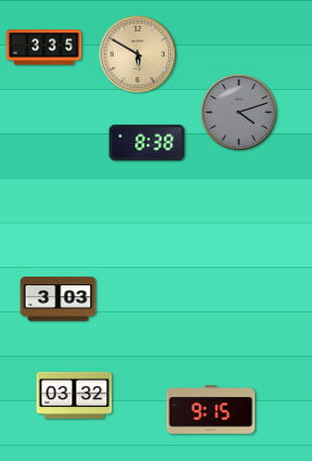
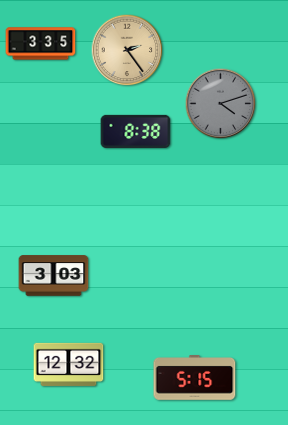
clock at (138, 54): 5:50 -> 2:24
clock at (75, 395): 03:32 -> 12:32
clock at (211, 410): 9:15 -> 5:15
